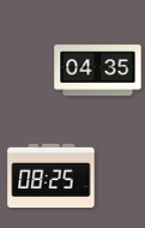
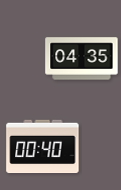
clock at (52, 176): 08:25 -> 00:40
